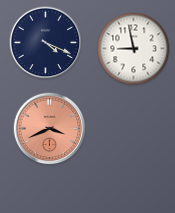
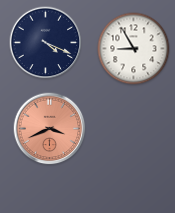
clock at (134, 49): 8:58 -> 8:55
